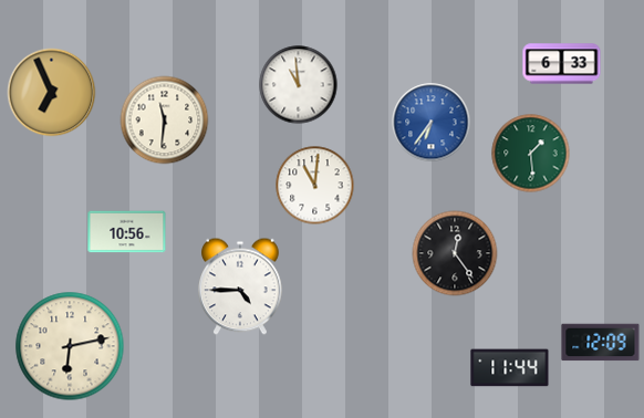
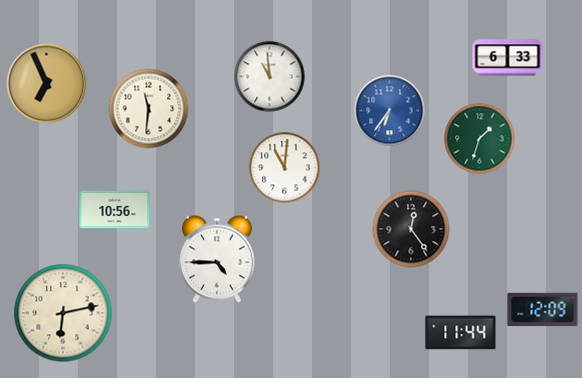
clock at (531, 154): 1:29 -> 1:33
